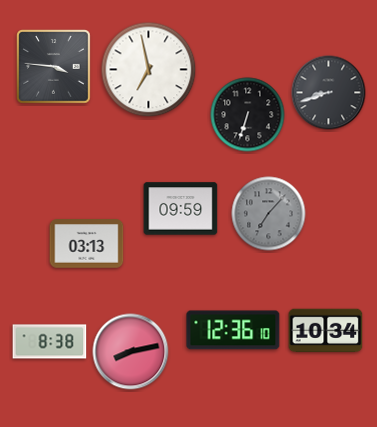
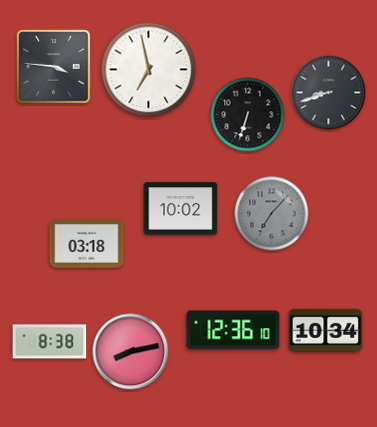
clock at (181, 209): 09:59 -> 10:02
clock at (269, 214) position: (269, 214) -> (272, 214)
clock at (87, 244): 03:13 -> 03:18
